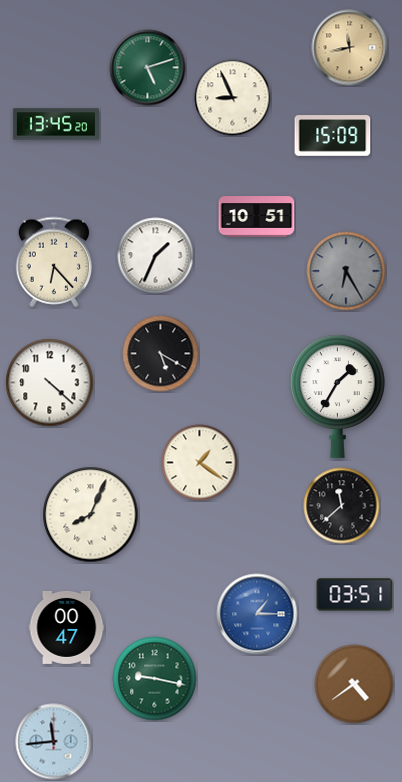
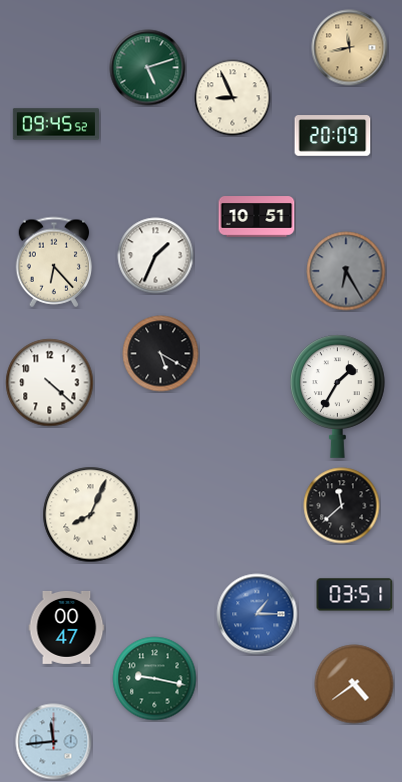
clock at (56, 124): 13:45 -> 09:45
clock at (333, 136): 15:09 -> 20:09
clock at (200, 463): 1:21 -> none
